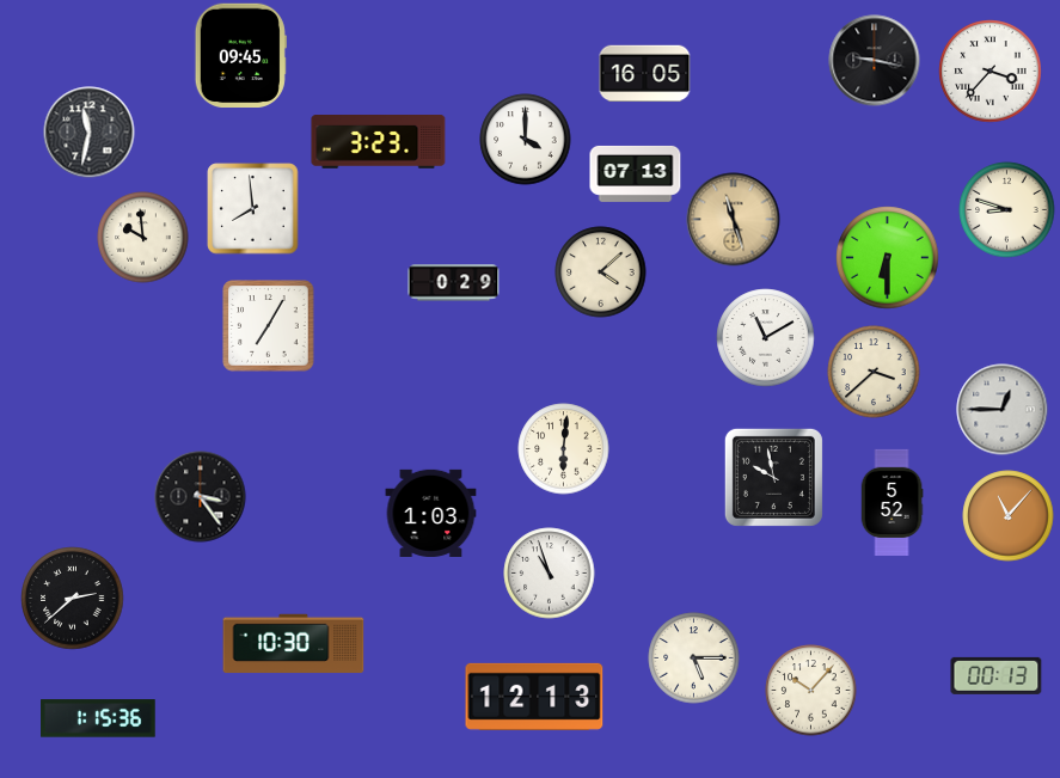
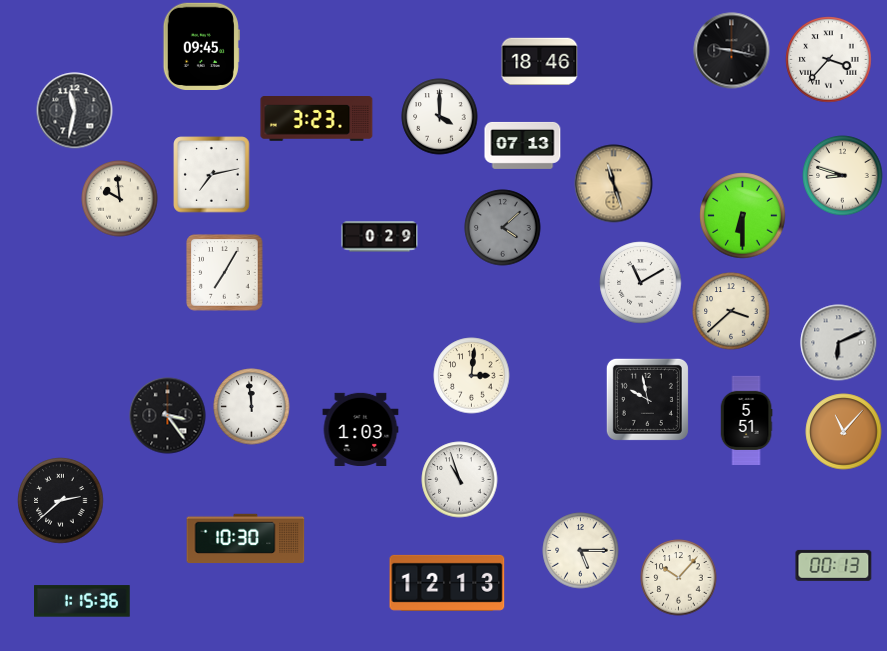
clock at (645, 73): 16:05 -> 18:46
clock at (636, 173) position: (636, 173) -> (523, 145)
clock at (253, 209): 7:59 -> 7:13
clock at (601, 272) dial: cream -> grey
clock at (1003, 410): 12:45 -> 6:11
clock at (564, 449): 6:01 -> 3:01
clock at (252, 407): none -> 11:59
clock at (891, 502): 5:52 -> 5:51
